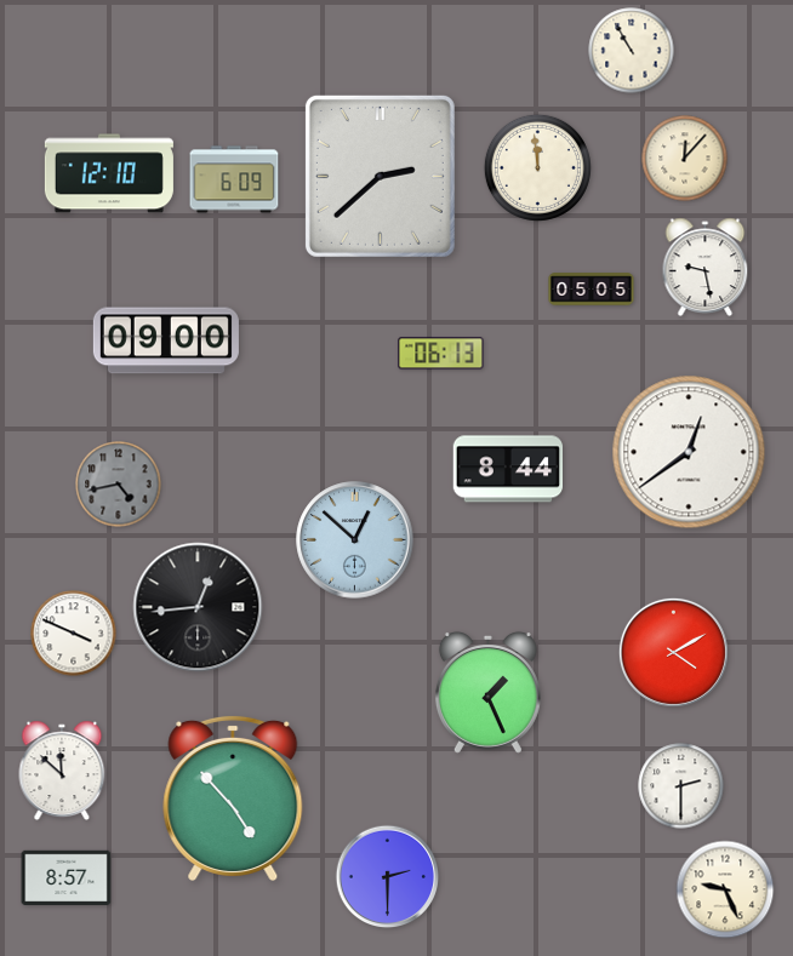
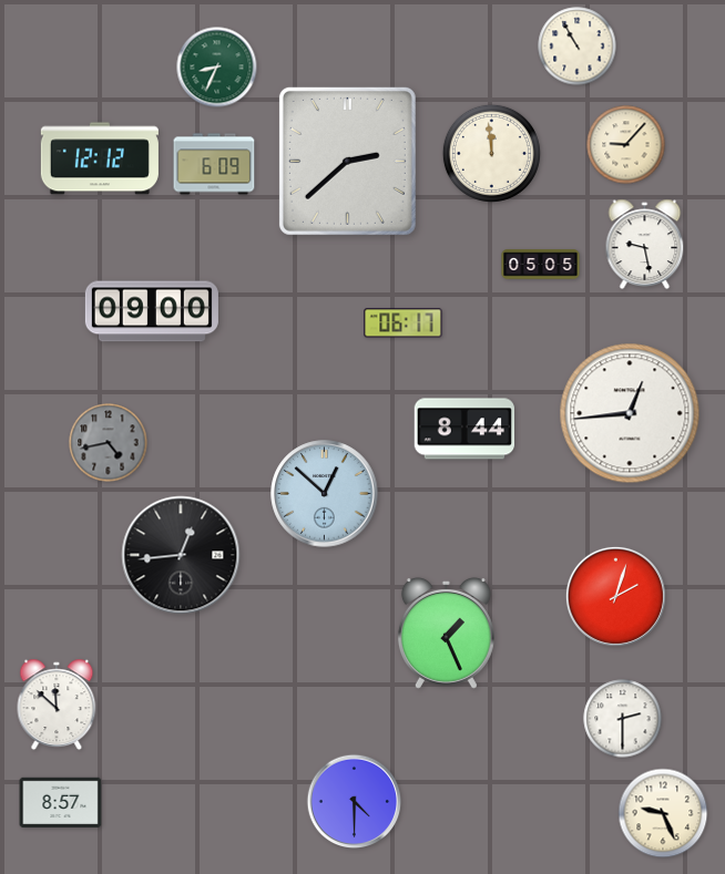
clock at (217, 68): none -> 8:34
clock at (685, 159): 12:07 -> 9:07
clock at (109, 173): 12:10 -> 12:12
clock at (441, 354): 06:13 -> 06:17
clock at (689, 452): 12:39 -> 12:44
clock at (74, 634): 3:49 -> none
clock at (673, 652): 4:10 -> 2:03
clock at (233, 797): 4:53 -> none
clock at (388, 877): 2:30 -> 4:30
